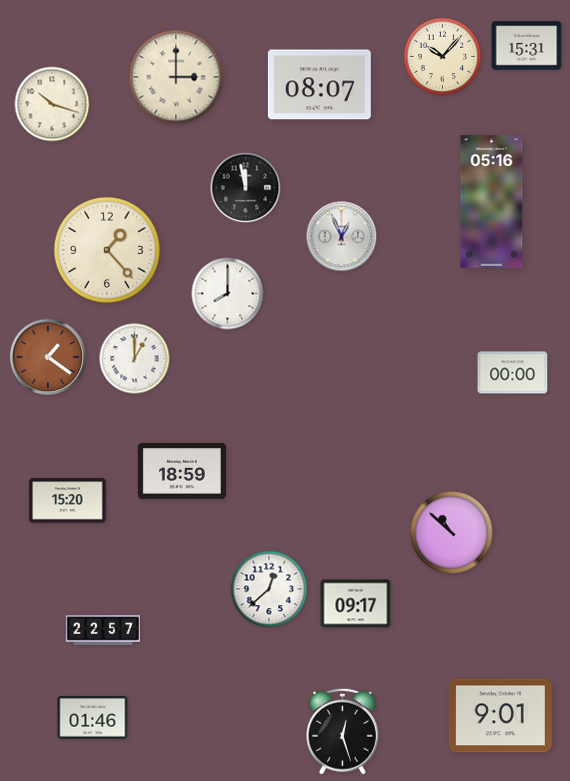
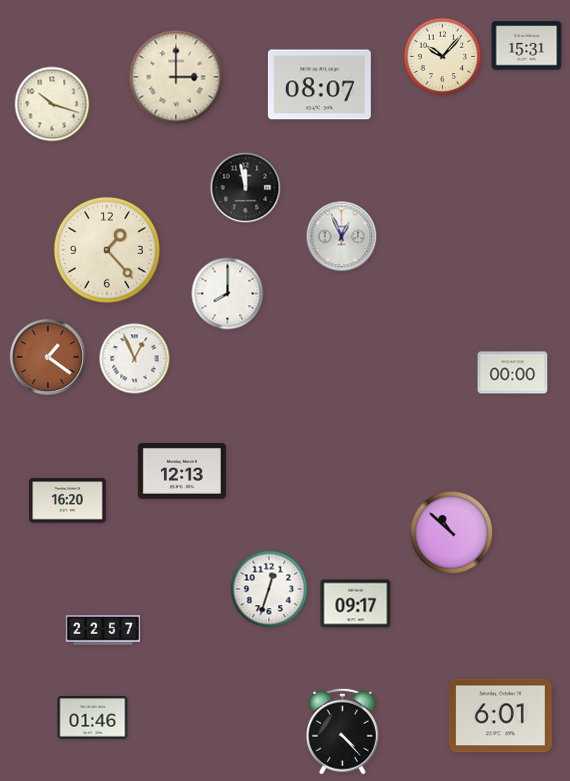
clock at (492, 202): 05:16 -> none
clock at (135, 359): 1:00 -> 12:56
clock at (182, 472): 18:59 -> 12:13
clock at (68, 501): 15:20 -> 16:20
clock at (269, 589): 12:38 -> 12:33
clock at (500, 716): 9:01 -> 6:01
clock at (342, 731): 12:27 -> 4:23
